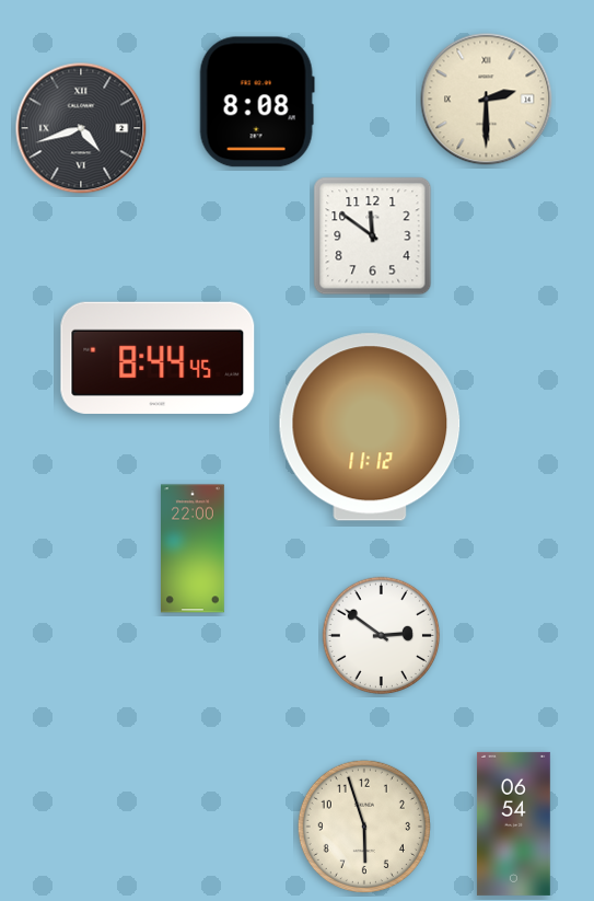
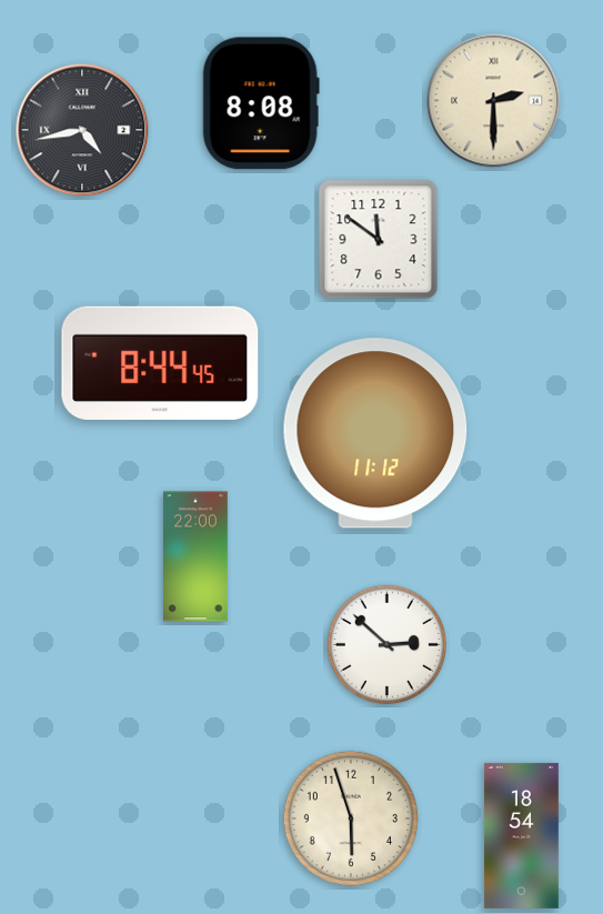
clock at (81, 128): 4:42 -> 4:43
clock at (382, 636): 2:51 -> 2:52
clock at (513, 823): 06:54 -> 18:54
clock at (364, 827) position: (364, 827) -> (351, 818)
